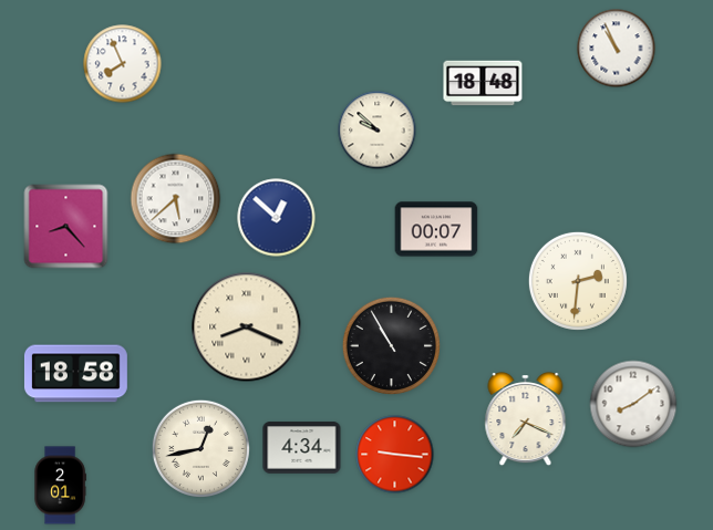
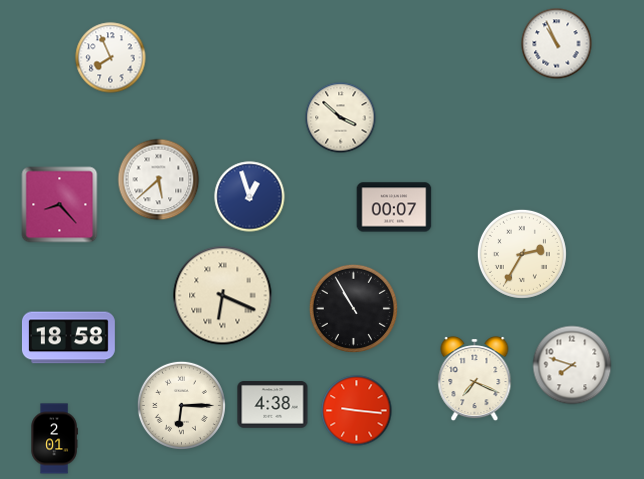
clock at (483, 83): 18:48 -> none
clock at (378, 131): 9:52 -> 3:52
clock at (277, 218): 12:52 -> 12:57
clock at (578, 281): 2:31 -> 2:35
clock at (247, 328): 8:19 -> 6:19
clock at (391, 345) position: (391, 345) -> (353, 308)
clock at (633, 404): 8:09 -> 7:48
clock at (200, 448): 12:43 -> 6:15
clock at (302, 448): 4:34 -> 4:38
